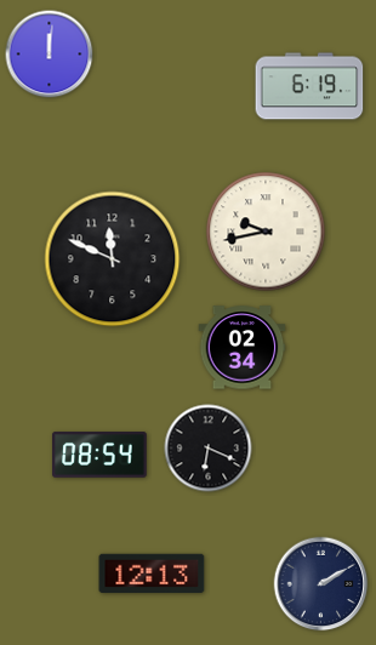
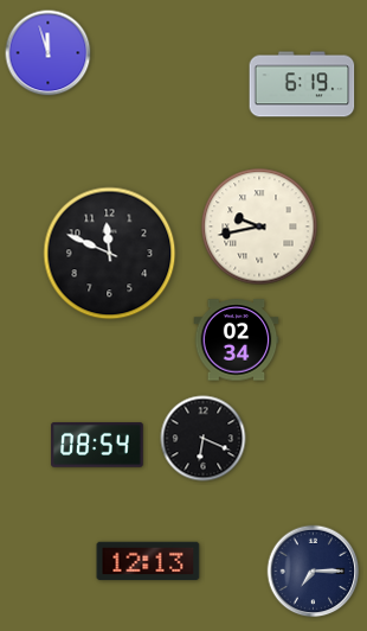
clock at (50, 55): 12:01 -> 11:57
clock at (321, 584): 2:10 -> 7:15
